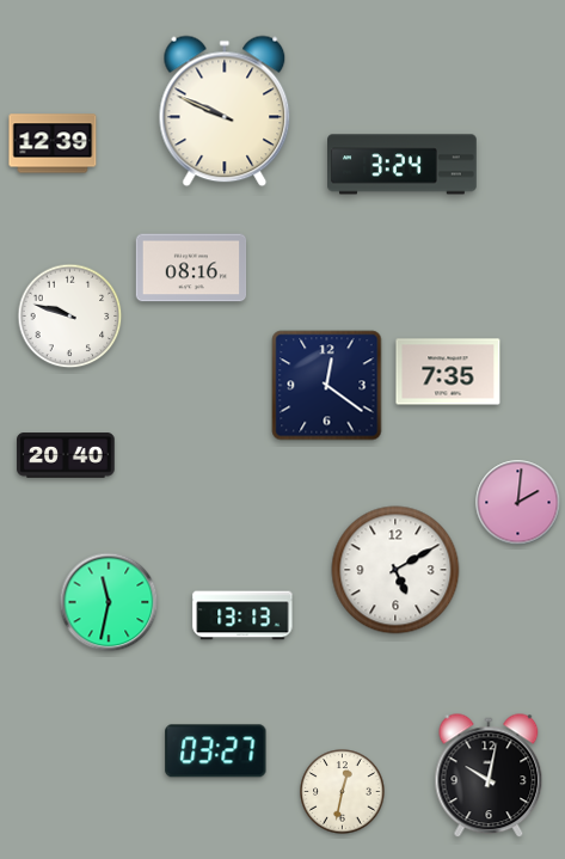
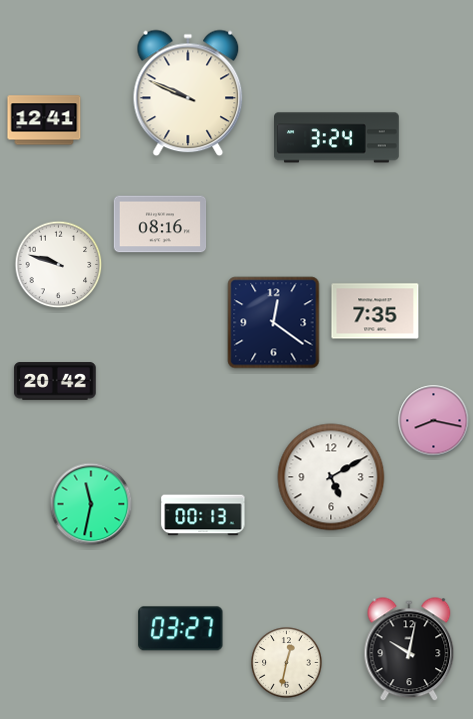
clock at (53, 143): 12:39 -> 12:41
clock at (66, 455): 20:40 -> 20:42
clock at (518, 503): 2:01 -> 8:17
clock at (242, 615): 13:13 -> 00:13
